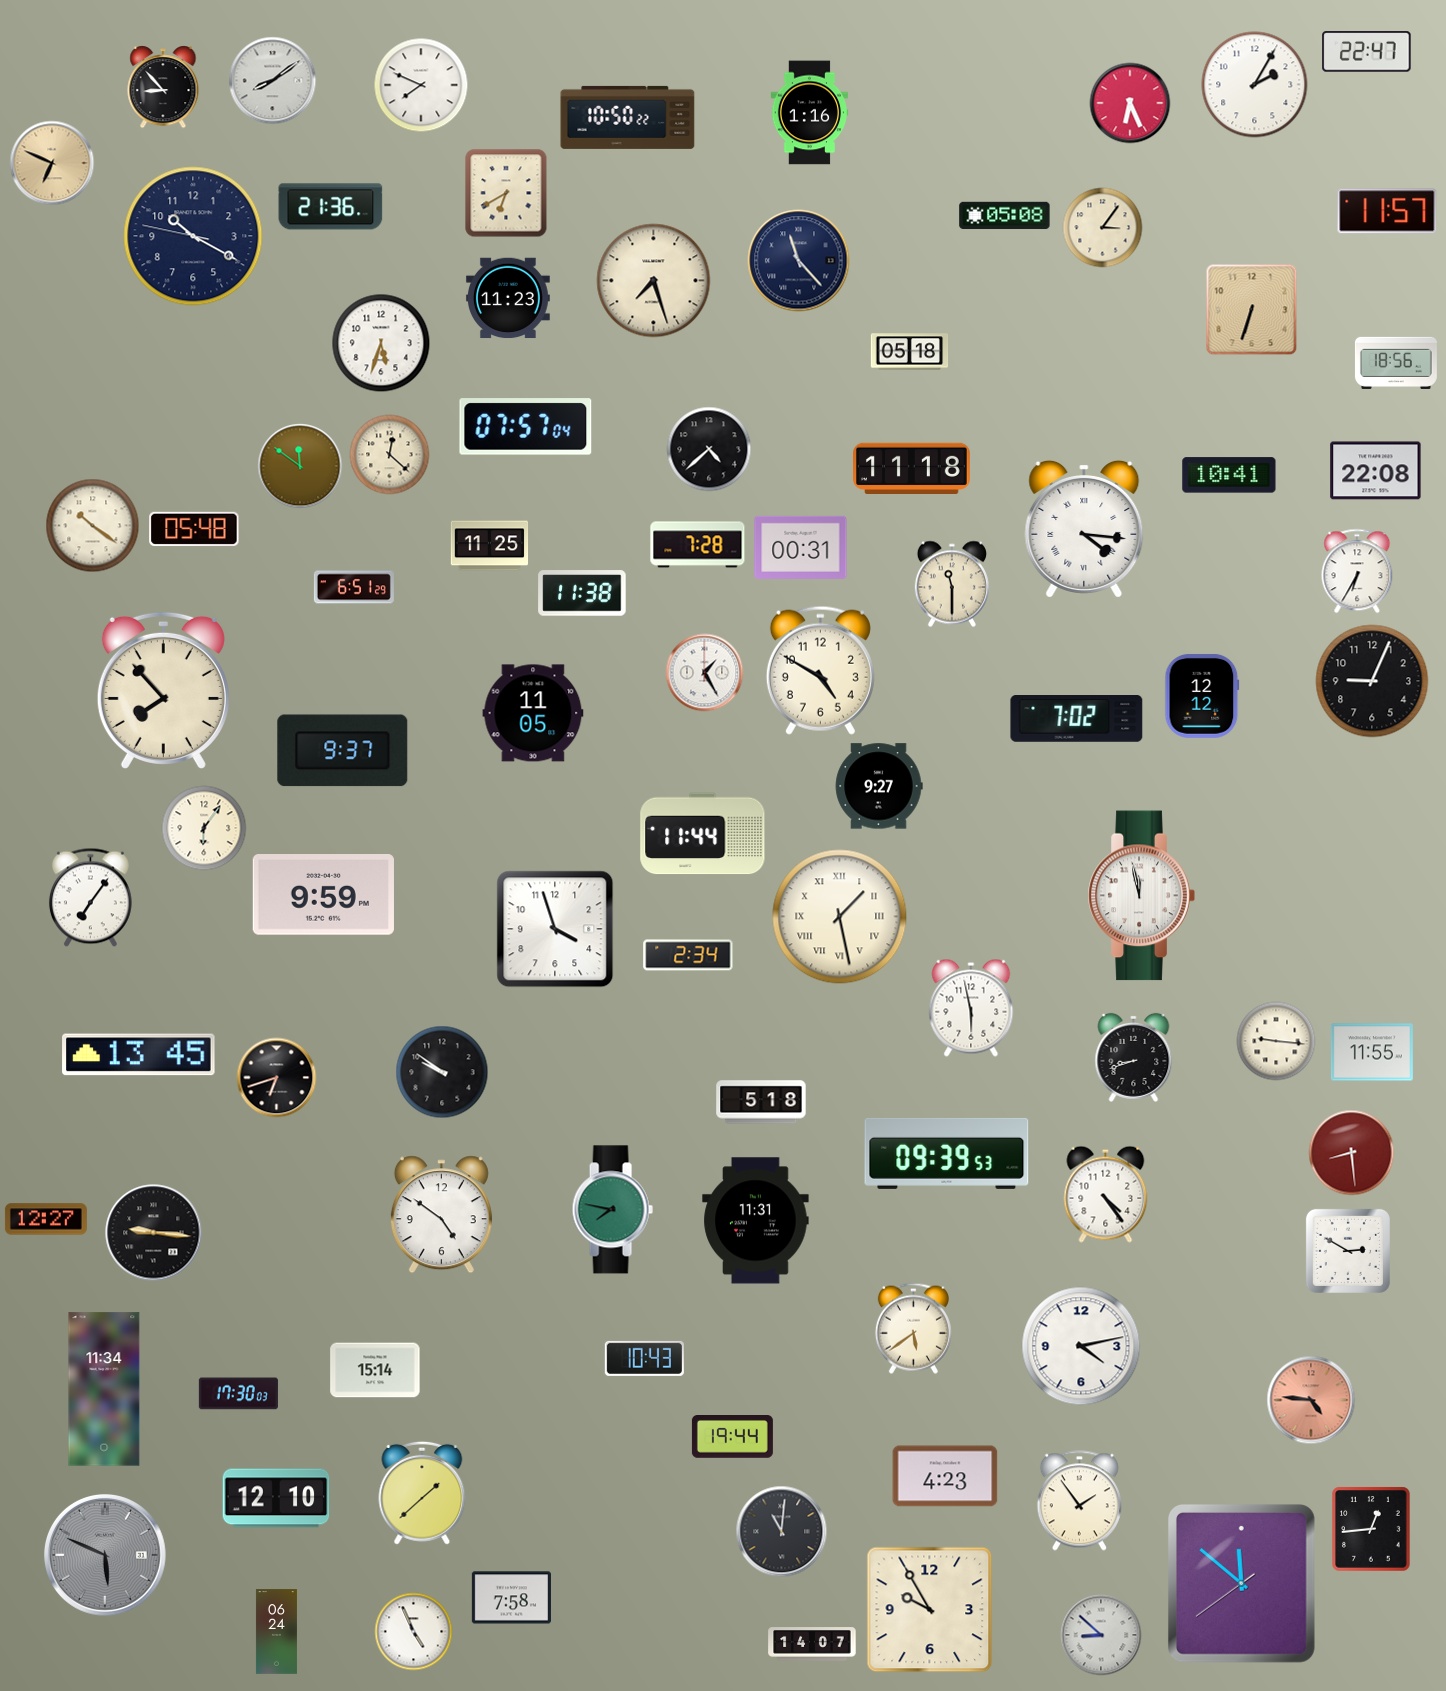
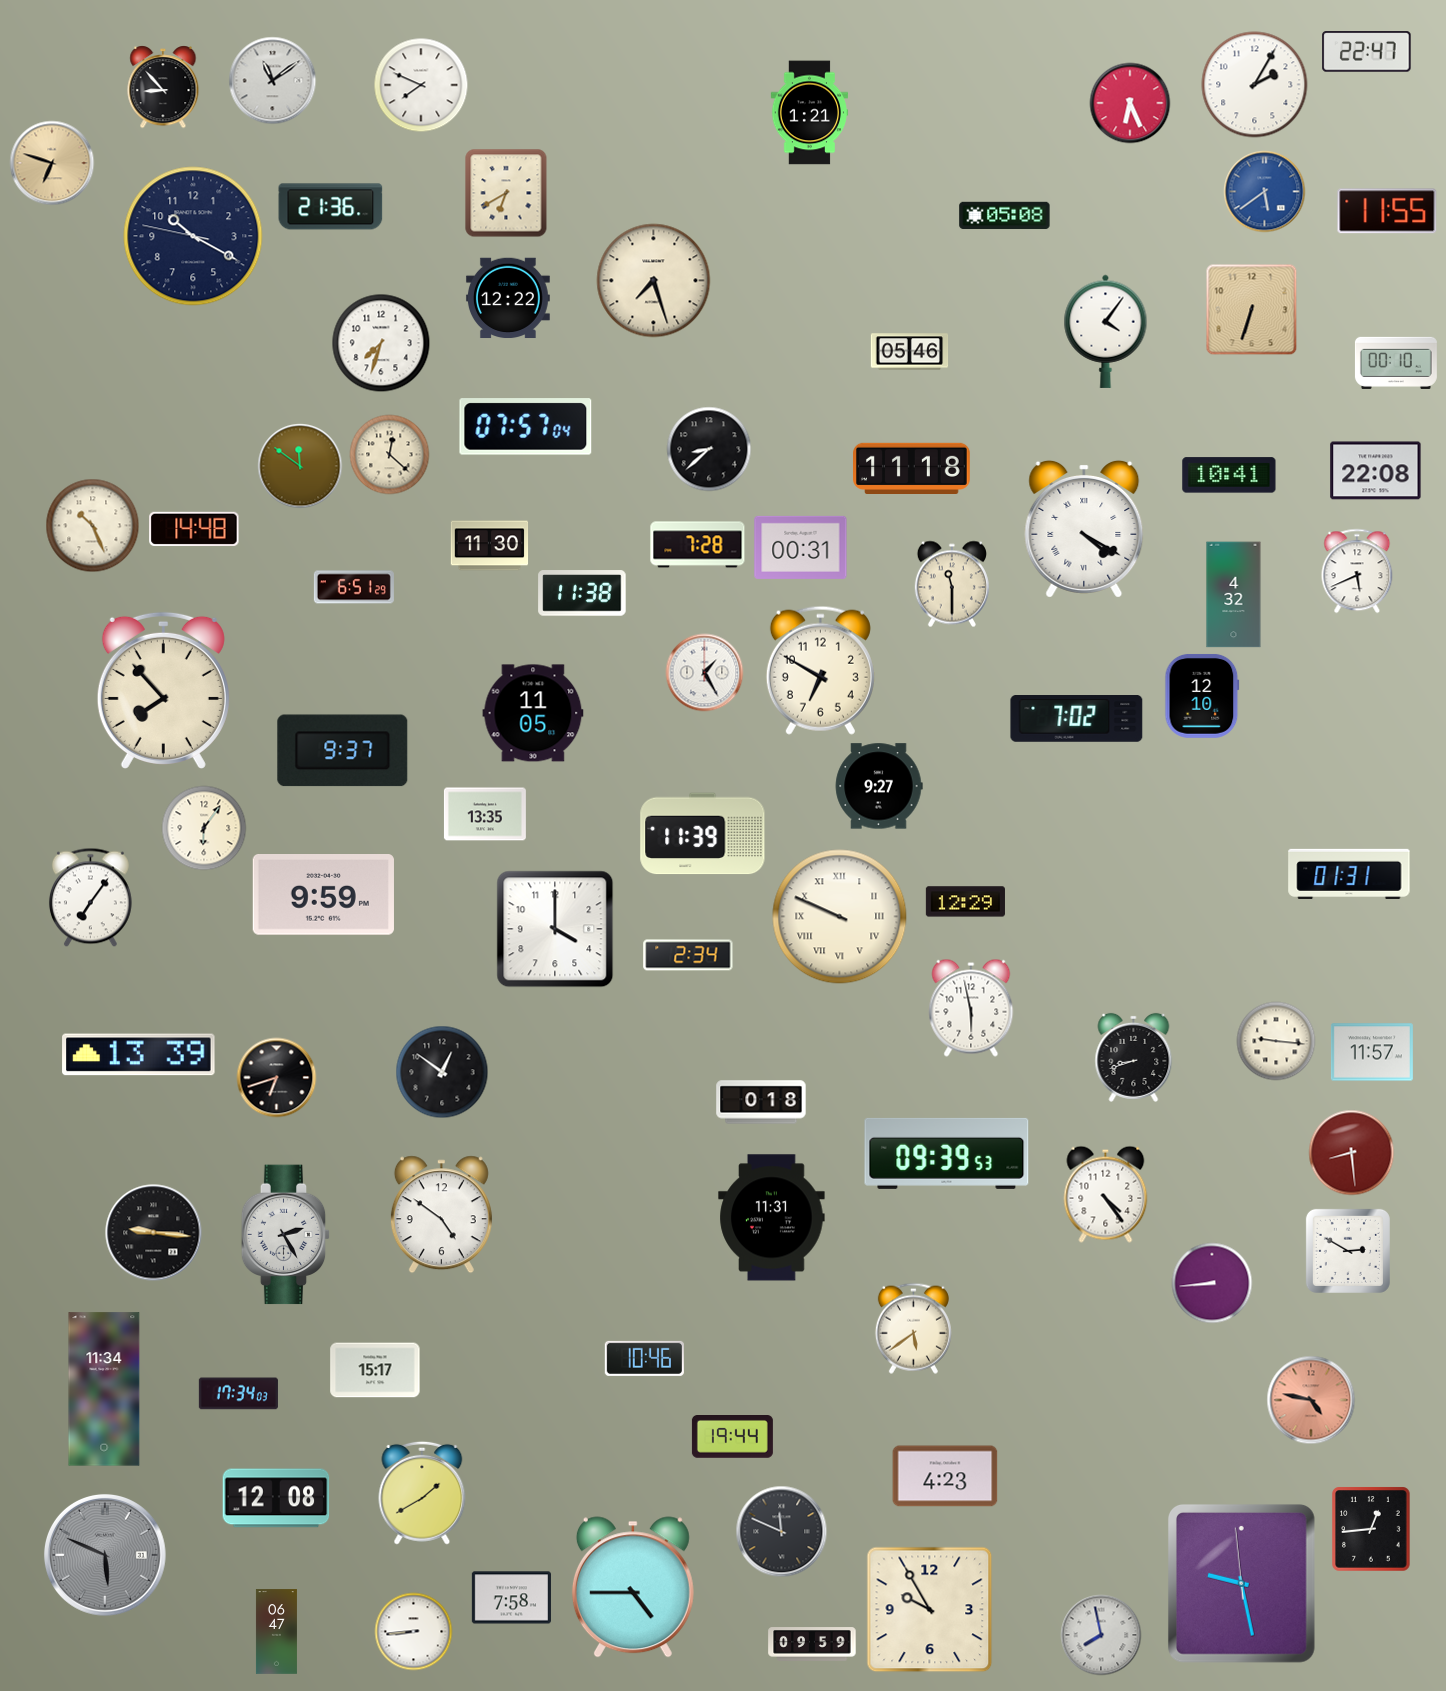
clock at (273, 81): 8:09 -> 11:09
clock at (810, 113): 1:16 -> 1:21
clock at (628, 117): 10:50 -> none
clock at (52, 163): 6:49 -> 6:48
clock at (1265, 192): none -> 5:39
clock at (1387, 211): 11:57 -> 11:55
clock at (1103, 228): 3:06 -> none
clock at (799, 261): 11:23 -> none
clock at (508, 298): 11:23 -> 12:22
clock at (1106, 331): none -> 4:06
clock at (381, 343): 5:33 -> 7:33
clock at (910, 352): 05:18 -> 05:46
clock at (1396, 363): 18:56 -> 00:10
clock at (709, 449): 4:38 -> 8:38
clock at (93, 526): 10:21 -> 10:26
clock at (194, 529): 05:48 -> 14:48
clock at (1084, 529): 4:16 -> 4:20
clock at (490, 546): 11:25 -> 11:30
clock at (1357, 571): 6:35 -> 5:41
clock at (1234, 595): none -> 4:32
clock at (820, 670): 4:50 -> 6:50
clock at (1372, 681): 9:04 -> none
clock at (1202, 696): 12:12 -> 12:10
clock at (485, 814): none -> 13:35
clock at (703, 834): 11:44 -> 11:39
clock at (1349, 874): none -> 01:31
clock at (1141, 896): 11:58 -> none
clock at (965, 902): none -> 12:29
clock at (840, 917): 1:28 -> 9:49
clock at (555, 929): 3:57 -> 4:00
clock at (1372, 1052): 11:55 -> 11:57
clock at (139, 1055): 13:45 -> 13:39
clock at (442, 1072): 9:51 -> 12:51
clock at (761, 1102): 5:18 -> 0:18
clock at (612, 1210): 7:47 -> none
clock at (46, 1219): 12:27 -> none
clock at (756, 1221) position: (756, 1221) -> (772, 1218)
clock at (286, 1235): none -> 2:25
clock at (1212, 1283): none -> 8:44
clock at (1081, 1346): 4:13 -> none
clock at (644, 1358): 10:43 -> 10:46
clock at (375, 1370): 15:14 -> 15:17
clock at (238, 1394): 17:30 -> 17:34
clock at (1311, 1400): 4:46 -> 4:47
clock at (422, 1493): 1:38 -> 1:40
clock at (276, 1498): 12:10 -> 12:08
clock at (1079, 1501): 1:54 -> none
clock at (782, 1532): 11:01 -> 11:49
clock at (1241, 1584): 11:51 -> 9:27
clock at (633, 1587): none -> 4:45
clock at (276, 1632): 06:24 -> 06:47
clock at (414, 1632): 4:56 -> 8:44
clock at (1101, 1635): 8:52 -> 7:58
clock at (812, 1644): 14:07 -> 09:59
